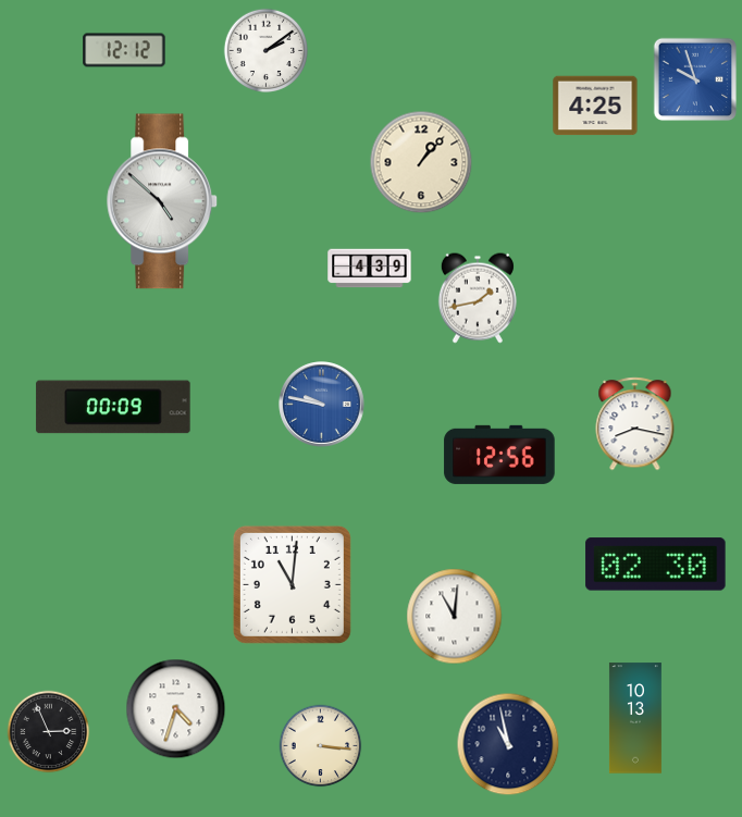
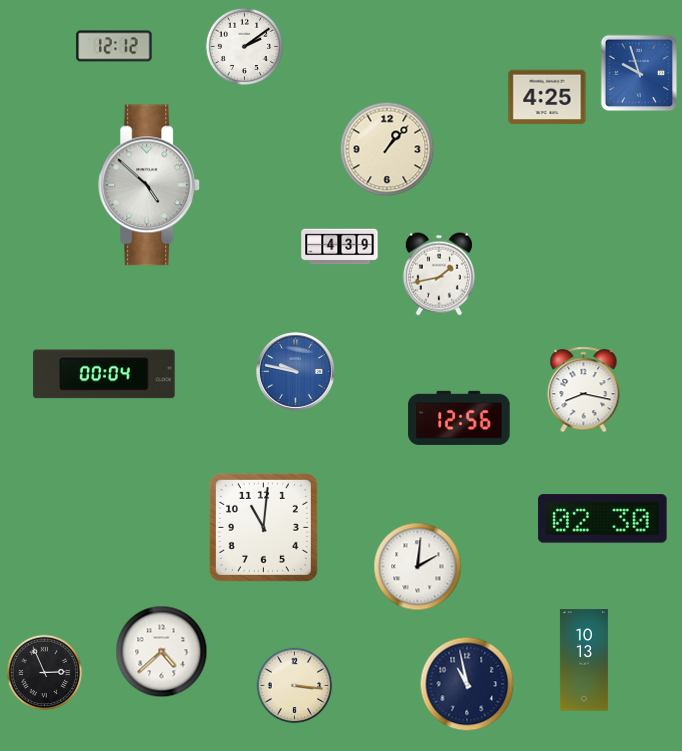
clock at (113, 407): 00:09 -> 00:04
clock at (292, 584) position: (292, 584) -> (263, 527)
clock at (455, 617): 11:01 -> 2:01
clock at (176, 709): 4:33 -> 4:38
